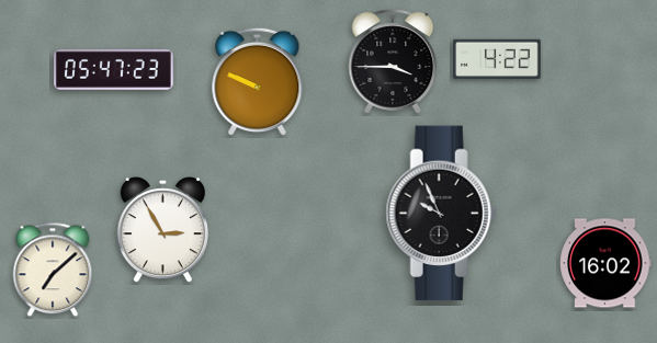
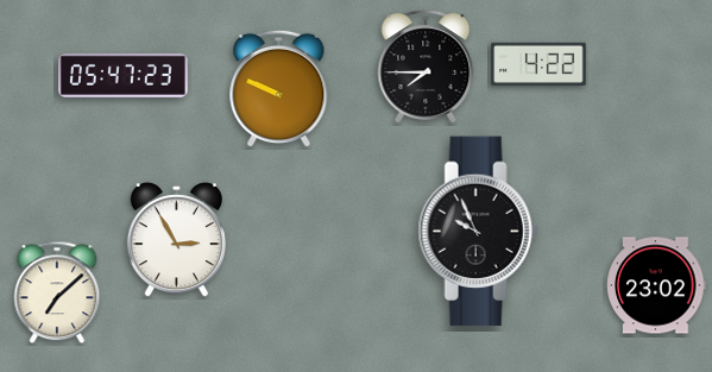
clock at (393, 61): 3:45 -> 7:45
clock at (162, 230) position: (162, 230) -> (176, 240)
clock at (605, 263): 16:02 -> 23:02
